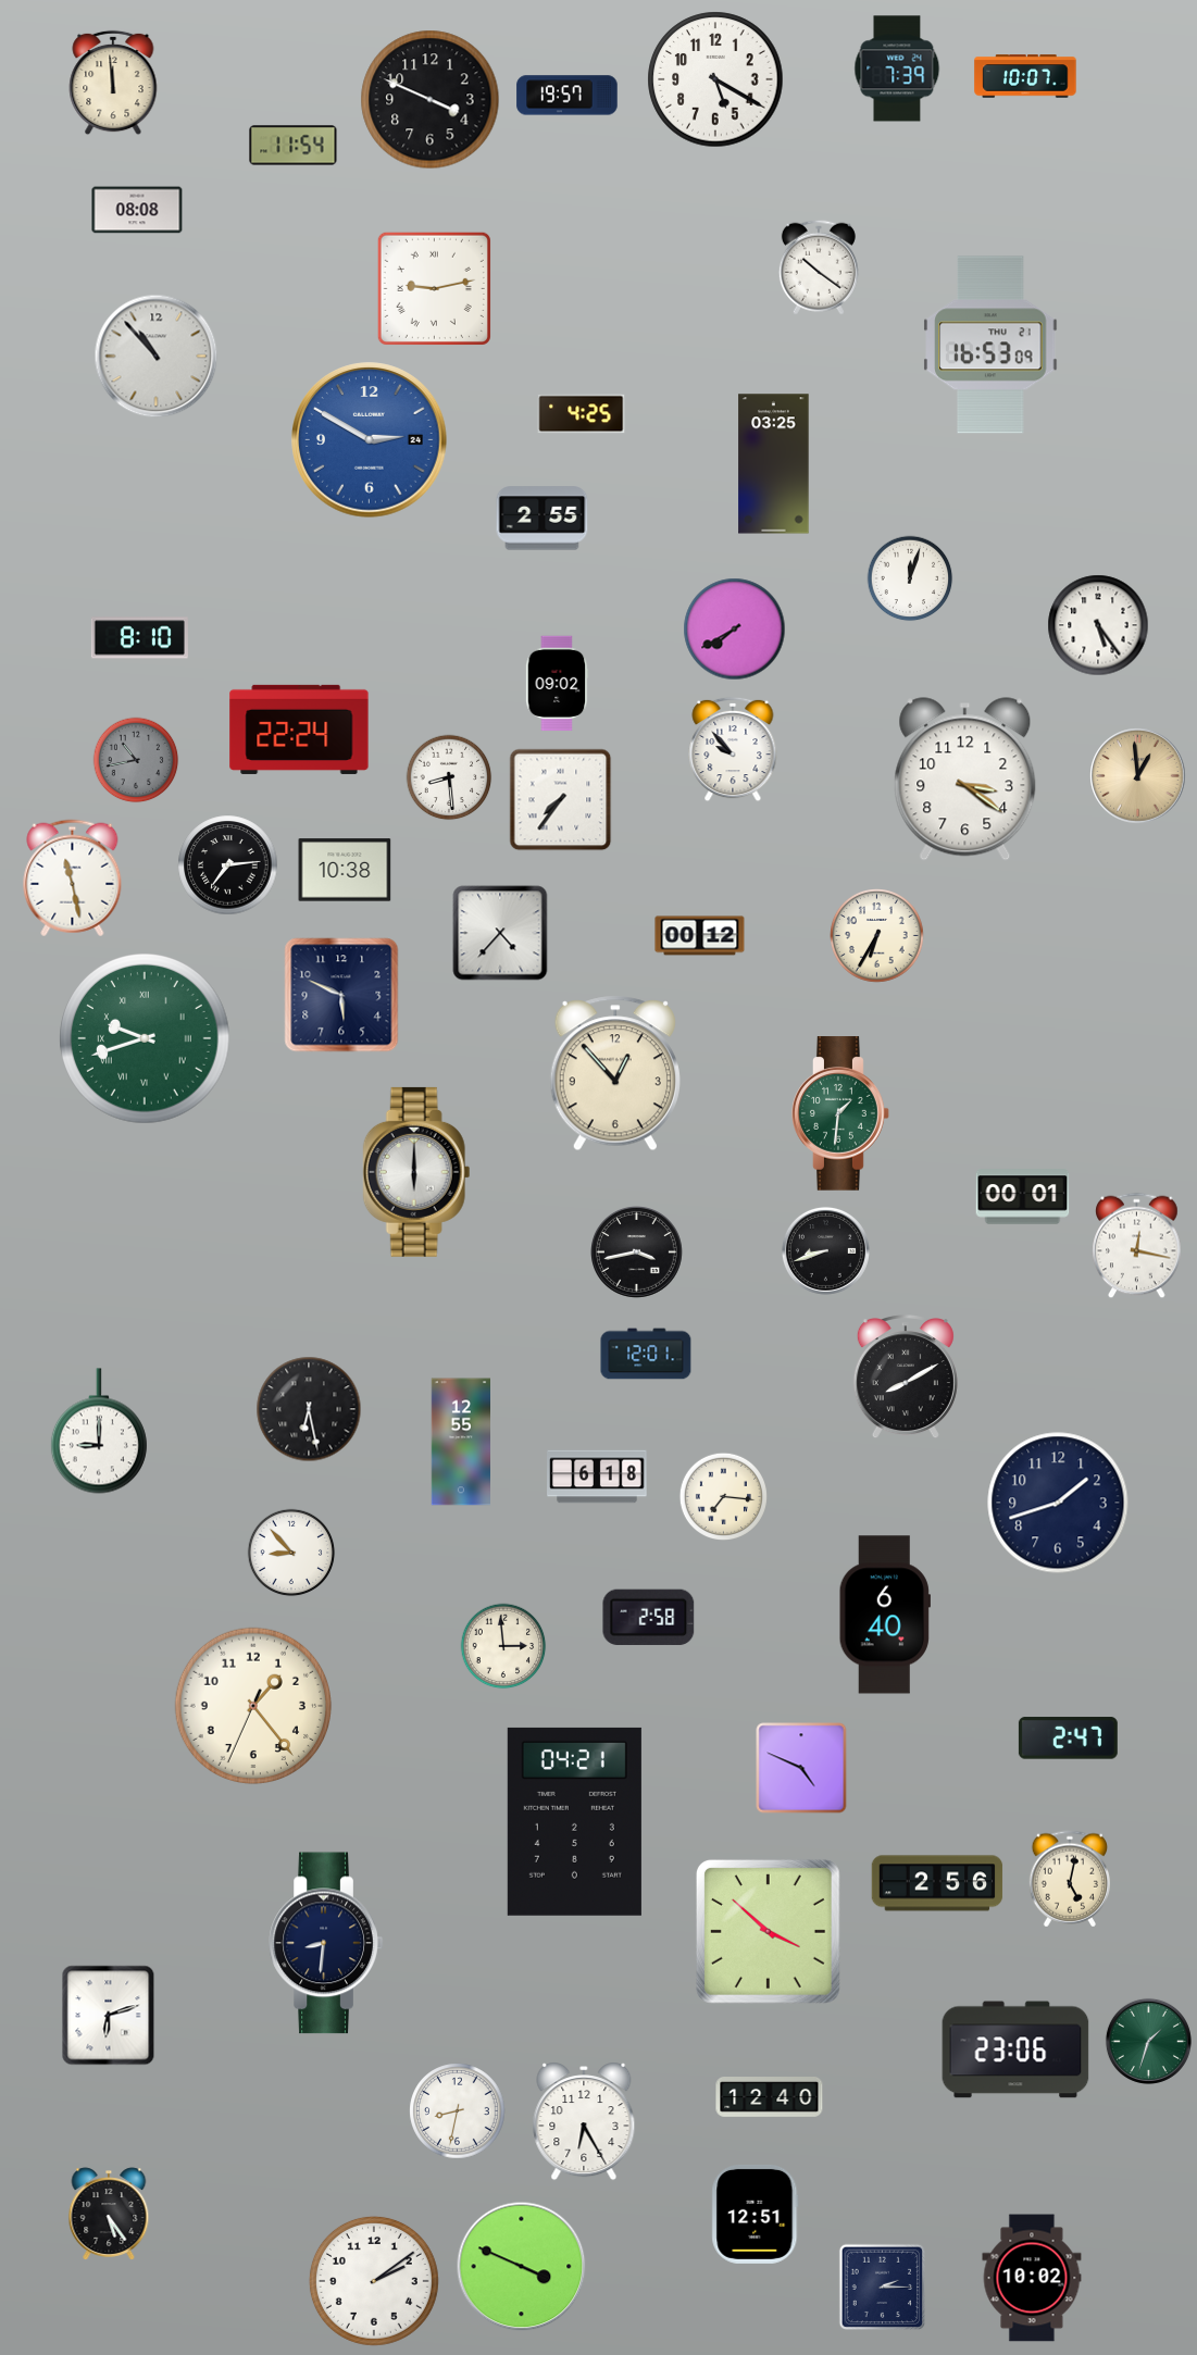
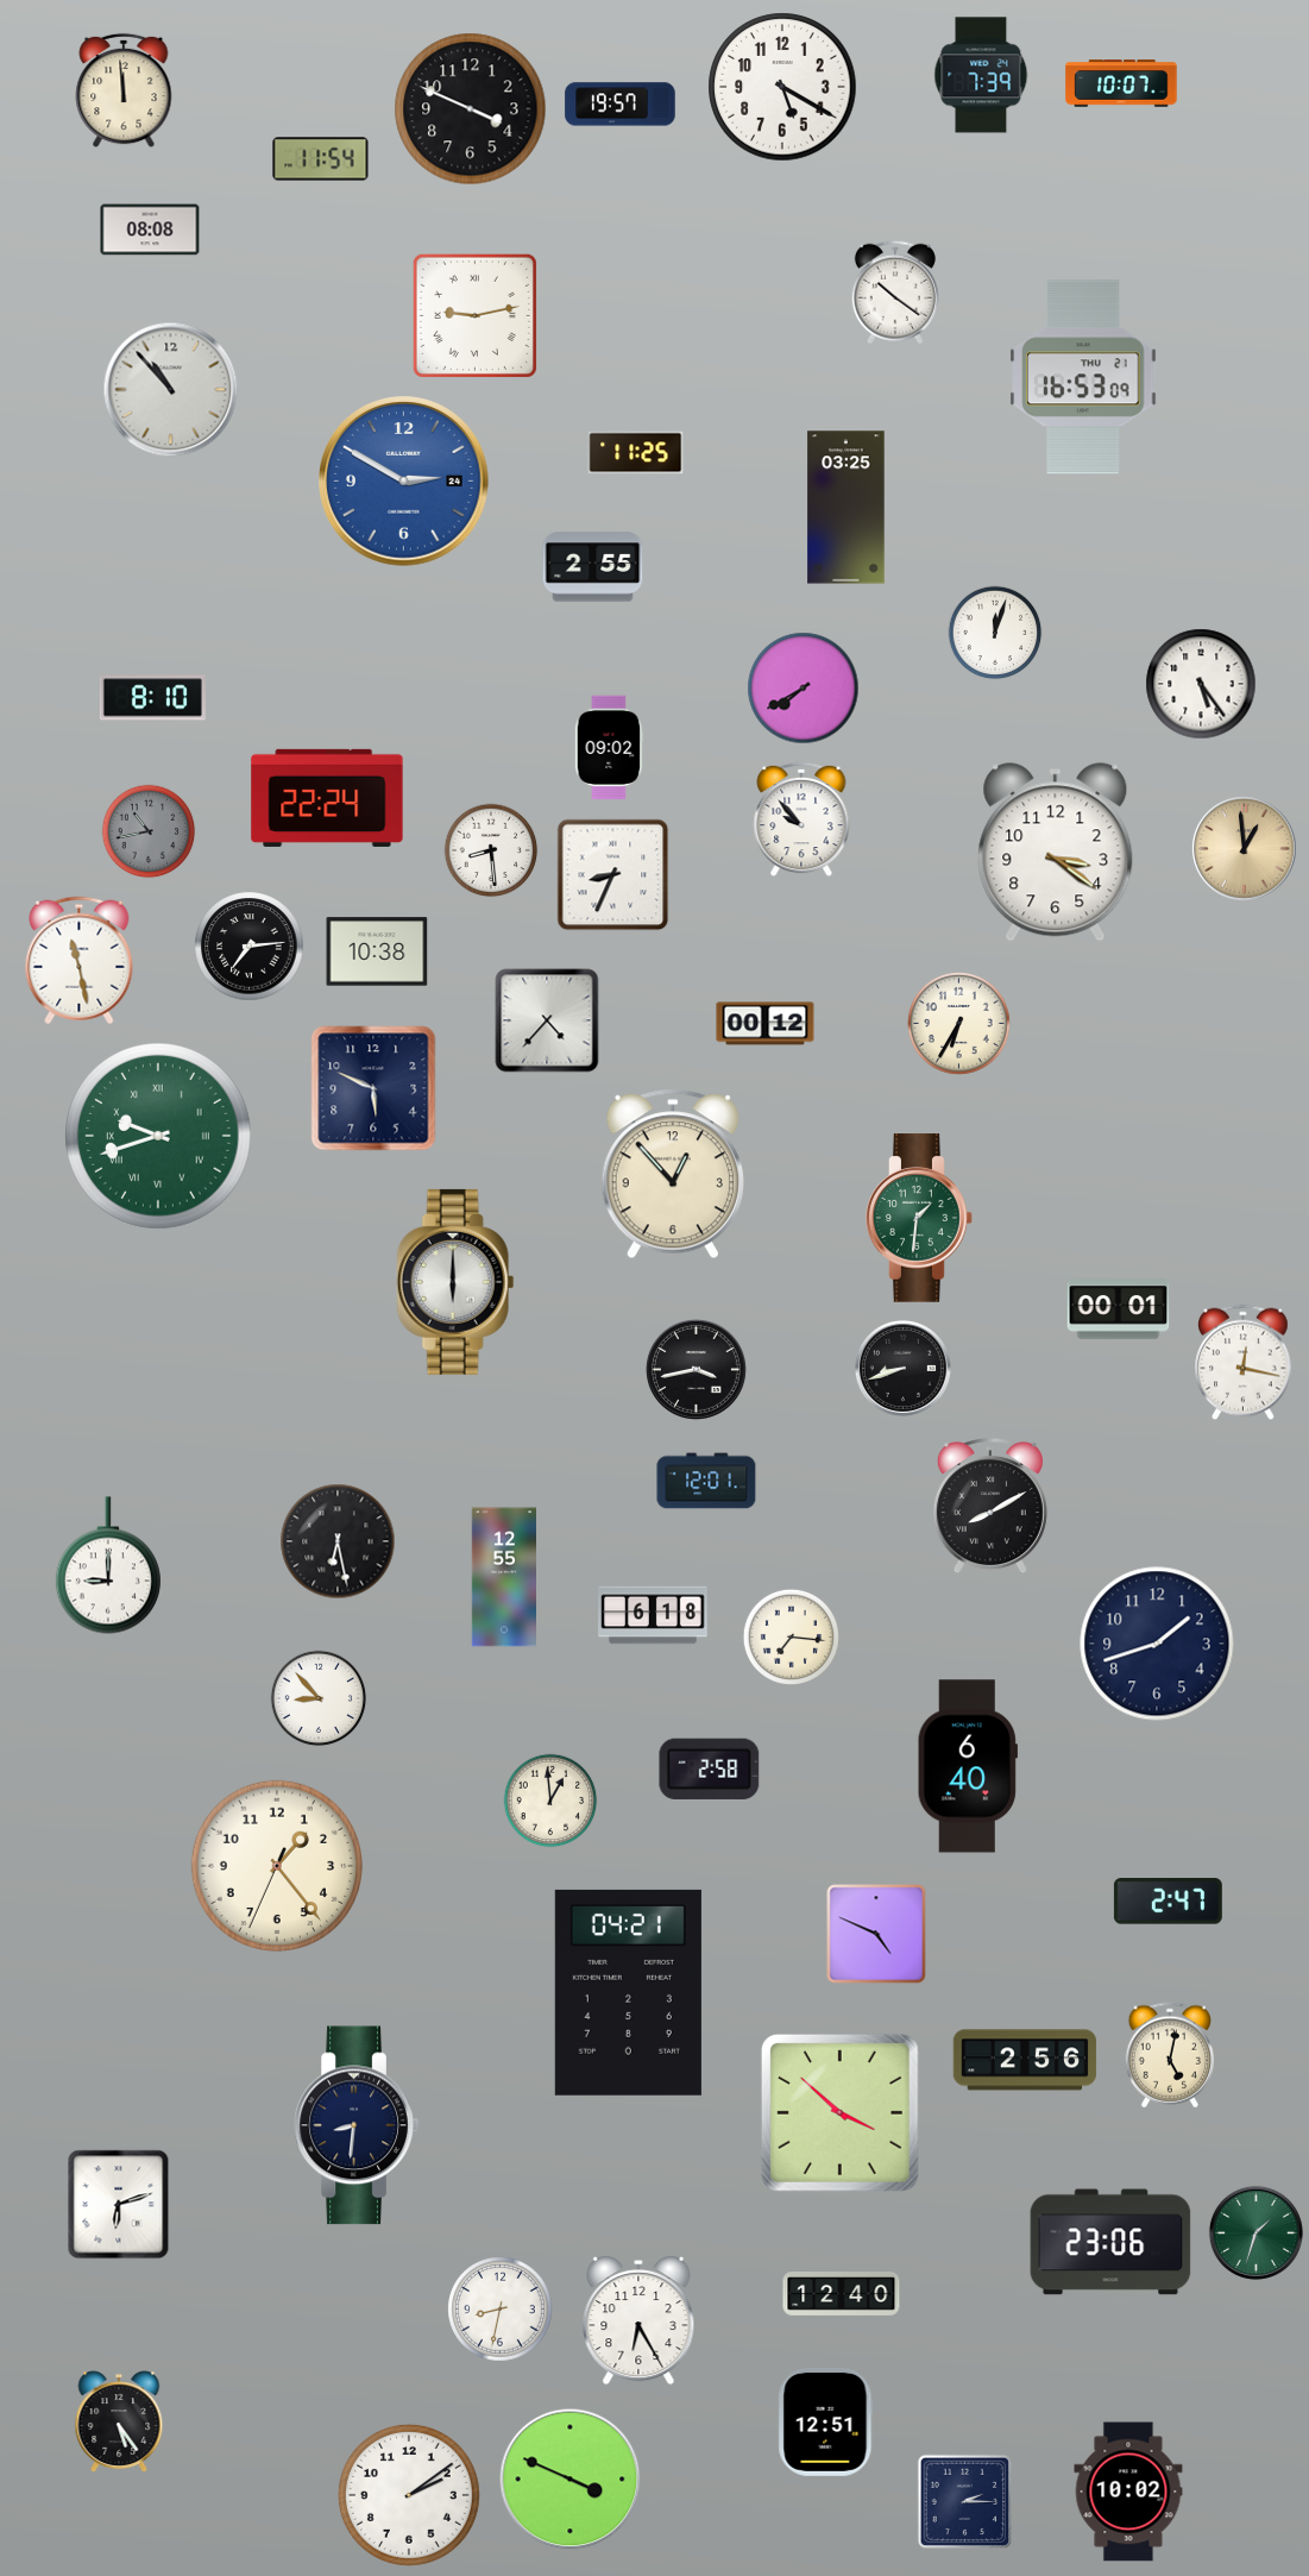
clock at (582, 414): 4:25 -> 11:25
clock at (561, 800): 7:36 -> 8:34
clock at (503, 1646): 2:59 -> 12:59
